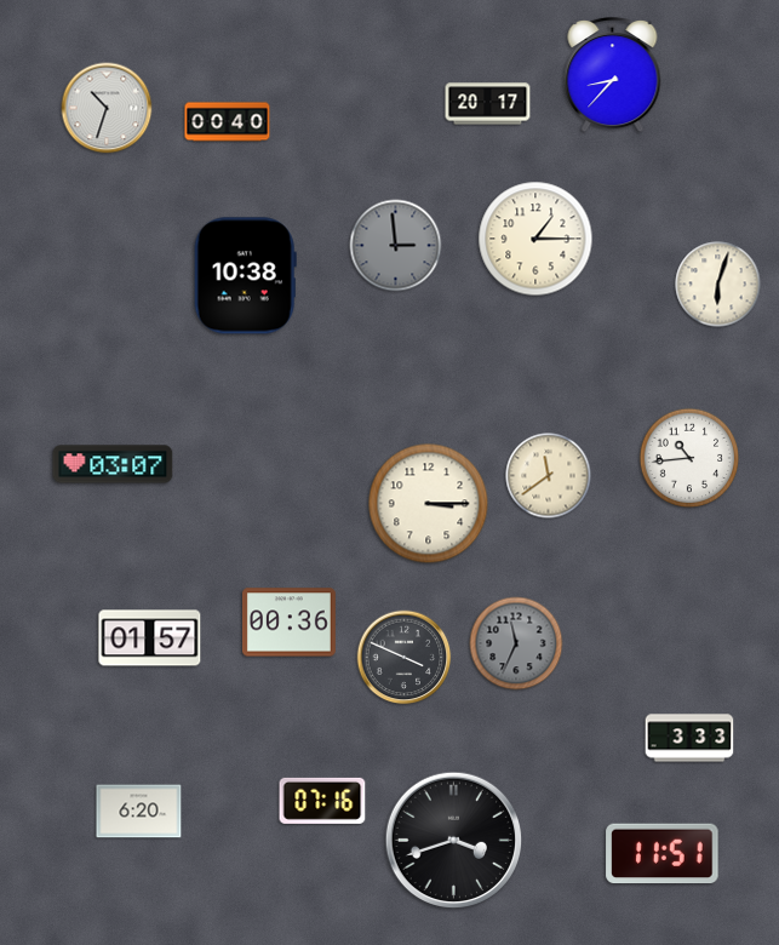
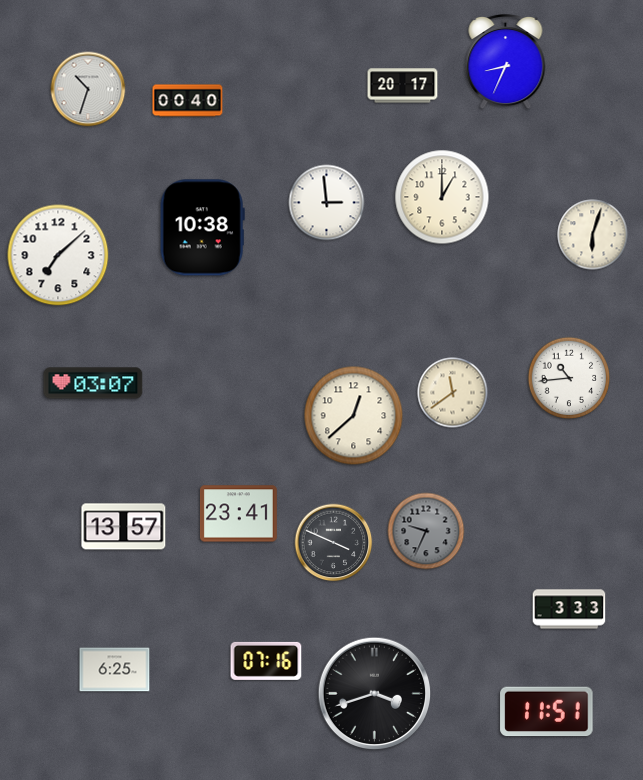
clock at (613, 75): 8:37 -> 8:34
clock at (535, 239): 1:15 -> 1:00
clock at (396, 246) dial: grey -> white
clock at (58, 255): none -> 7:08
clock at (429, 504): 3:15 -> 12:38
clock at (288, 623): 00:36 -> 23:41
clock at (150, 638): 01:57 -> 13:57
clock at (516, 643): 11:34 -> 9:34
clock at (139, 812): 6:20 -> 6:25
clock at (663, 854) position: (663, 854) -> (547, 712)
